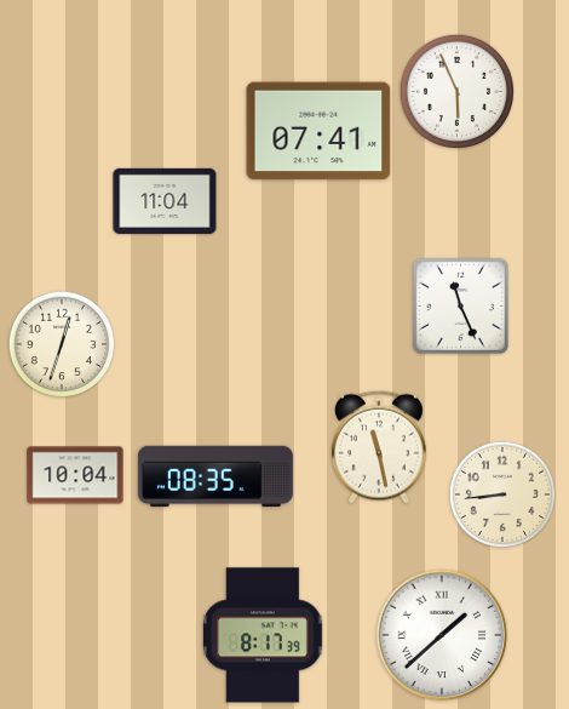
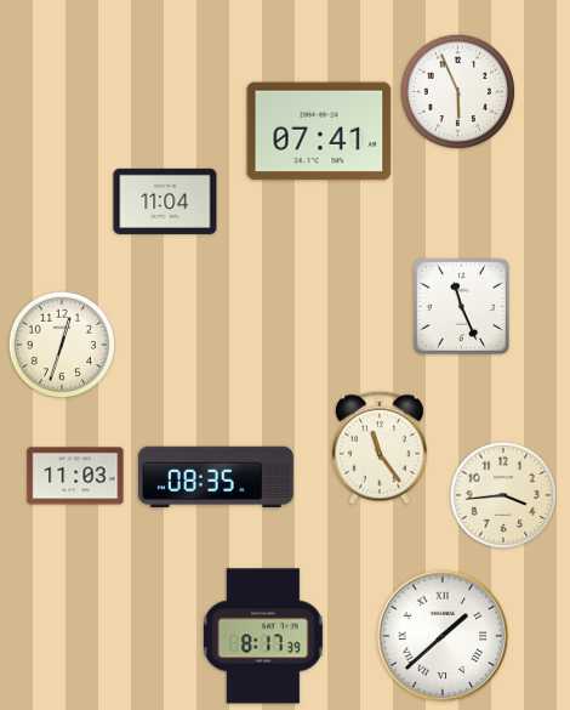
clock at (379, 447): 11:28 -> 11:24
clock at (75, 475): 10:04 -> 11:03
clock at (502, 494): 8:44 -> 3:44
